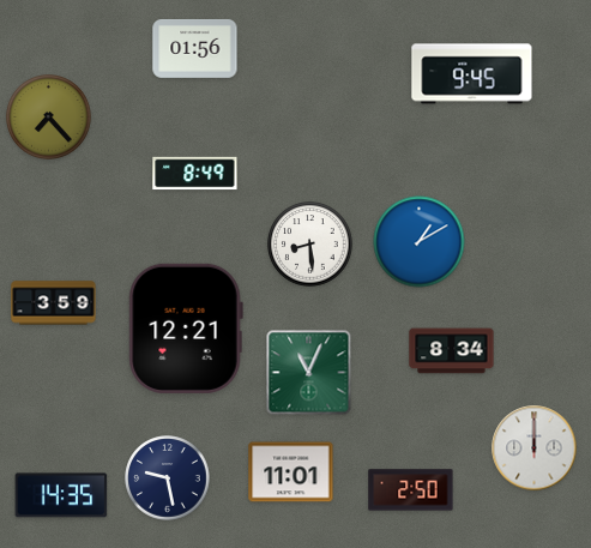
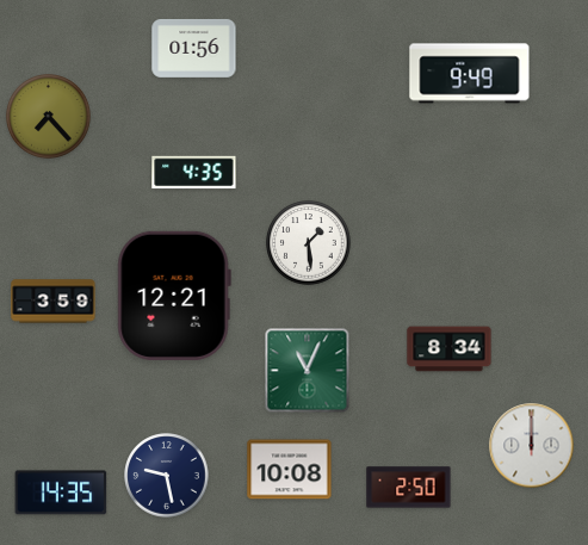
clock at (472, 74): 9:45 -> 9:49
clock at (195, 174): 8:49 -> 4:35
clock at (420, 242): 1:10 -> none
clock at (310, 245): 8:29 -> 1:29
clock at (186, 329) position: (186, 329) -> (174, 296)
clock at (291, 472): 11:01 -> 10:08
